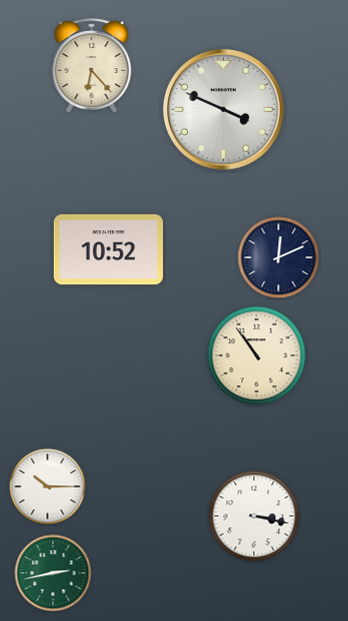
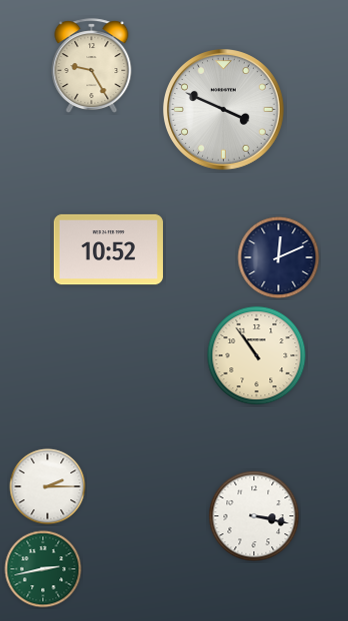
clock at (92, 65): 6:23 -> 9:25
clock at (48, 487): 10:15 -> 2:15
clock at (53, 573) position: (53, 573) -> (43, 569)
